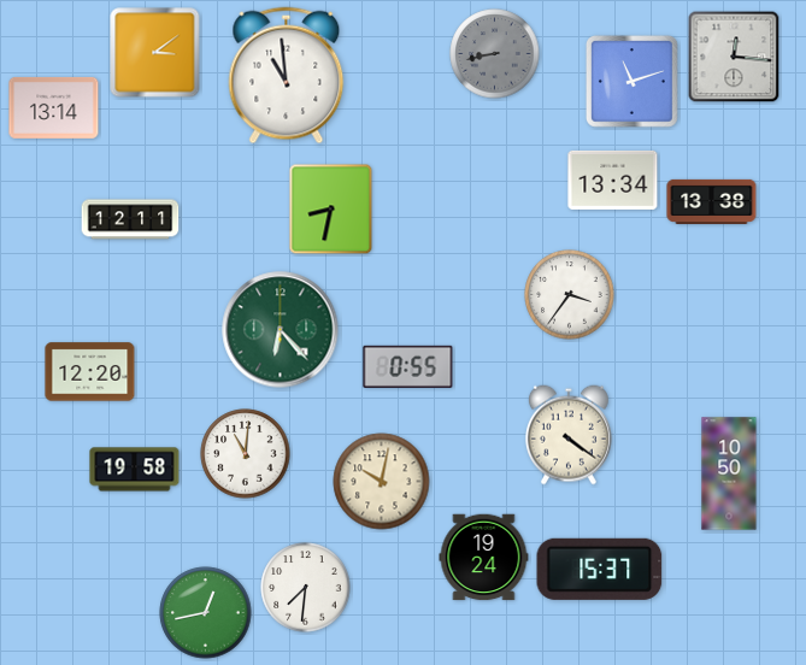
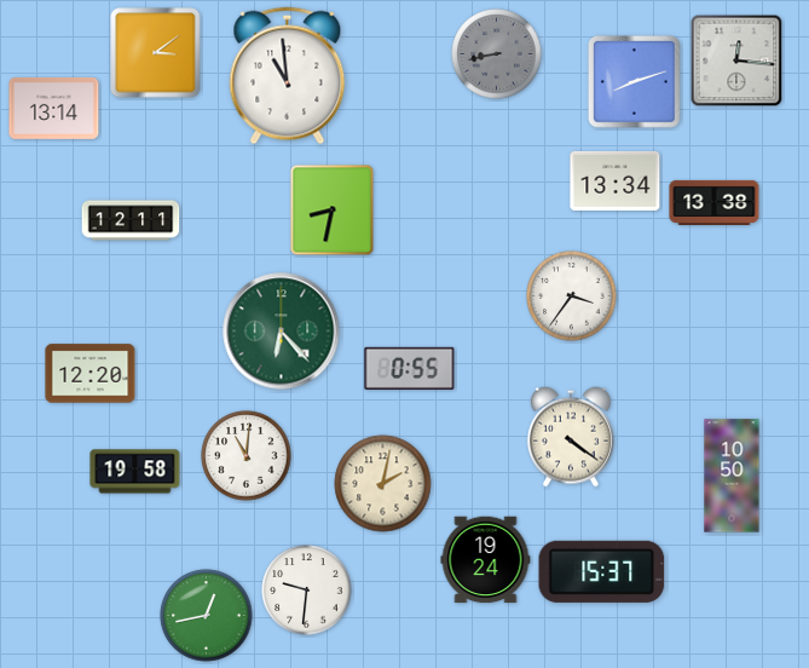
clock at (734, 57) position: (734, 57) -> (736, 61)
clock at (633, 82): 11:12 -> 8:12
clock at (382, 482): 10:02 -> 2:02
clock at (306, 588): 7:31 -> 9:31
